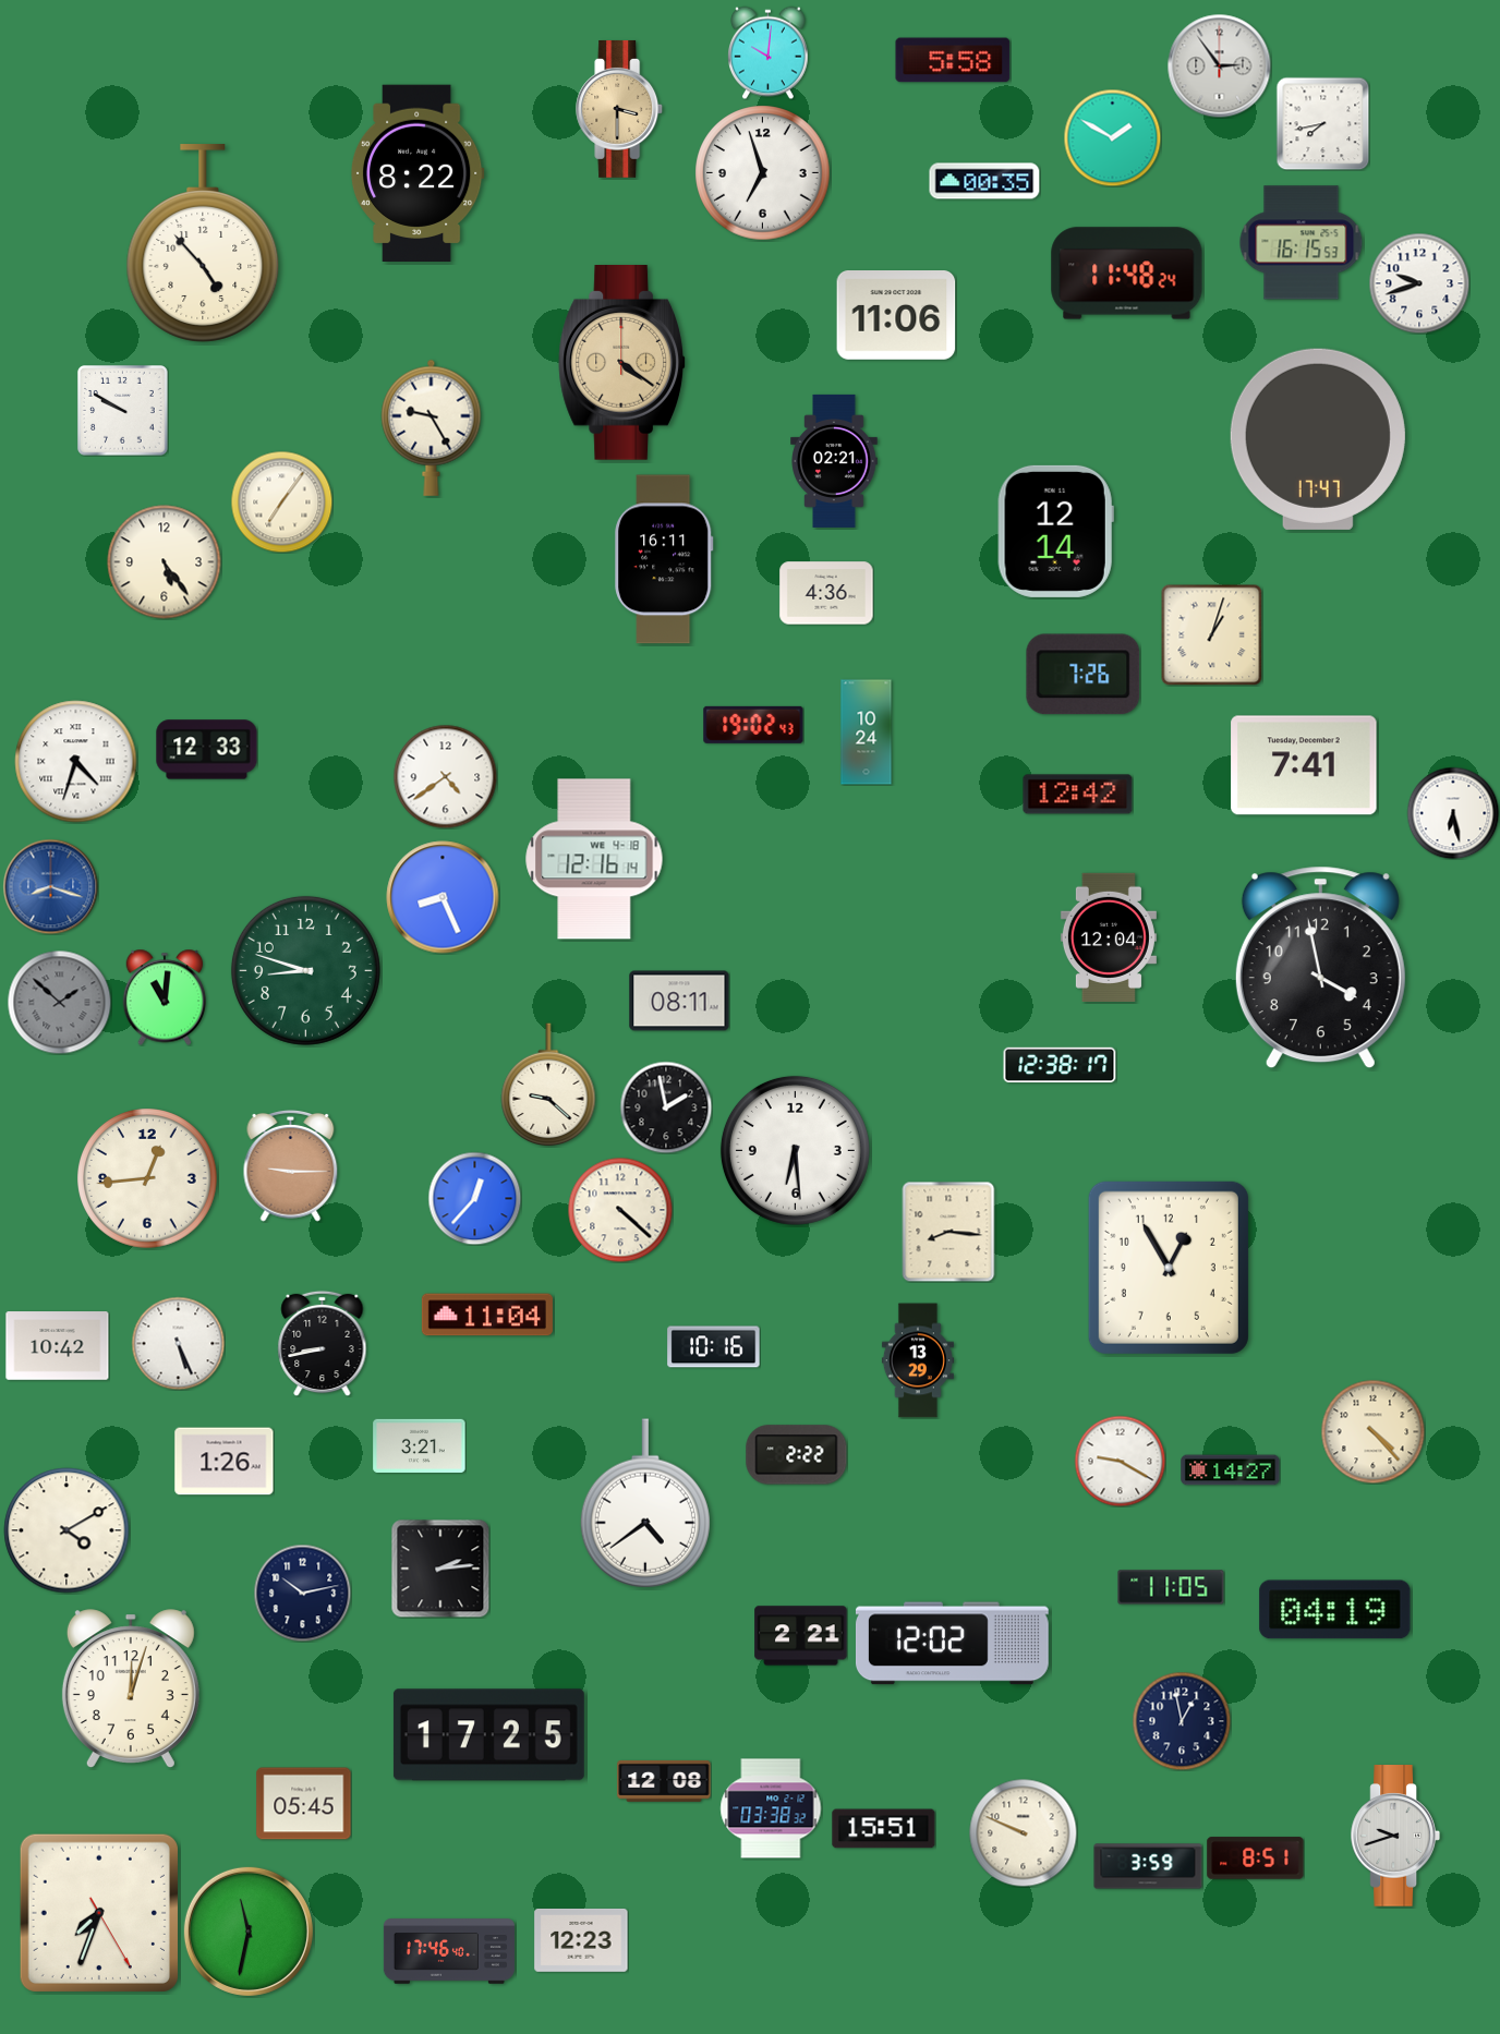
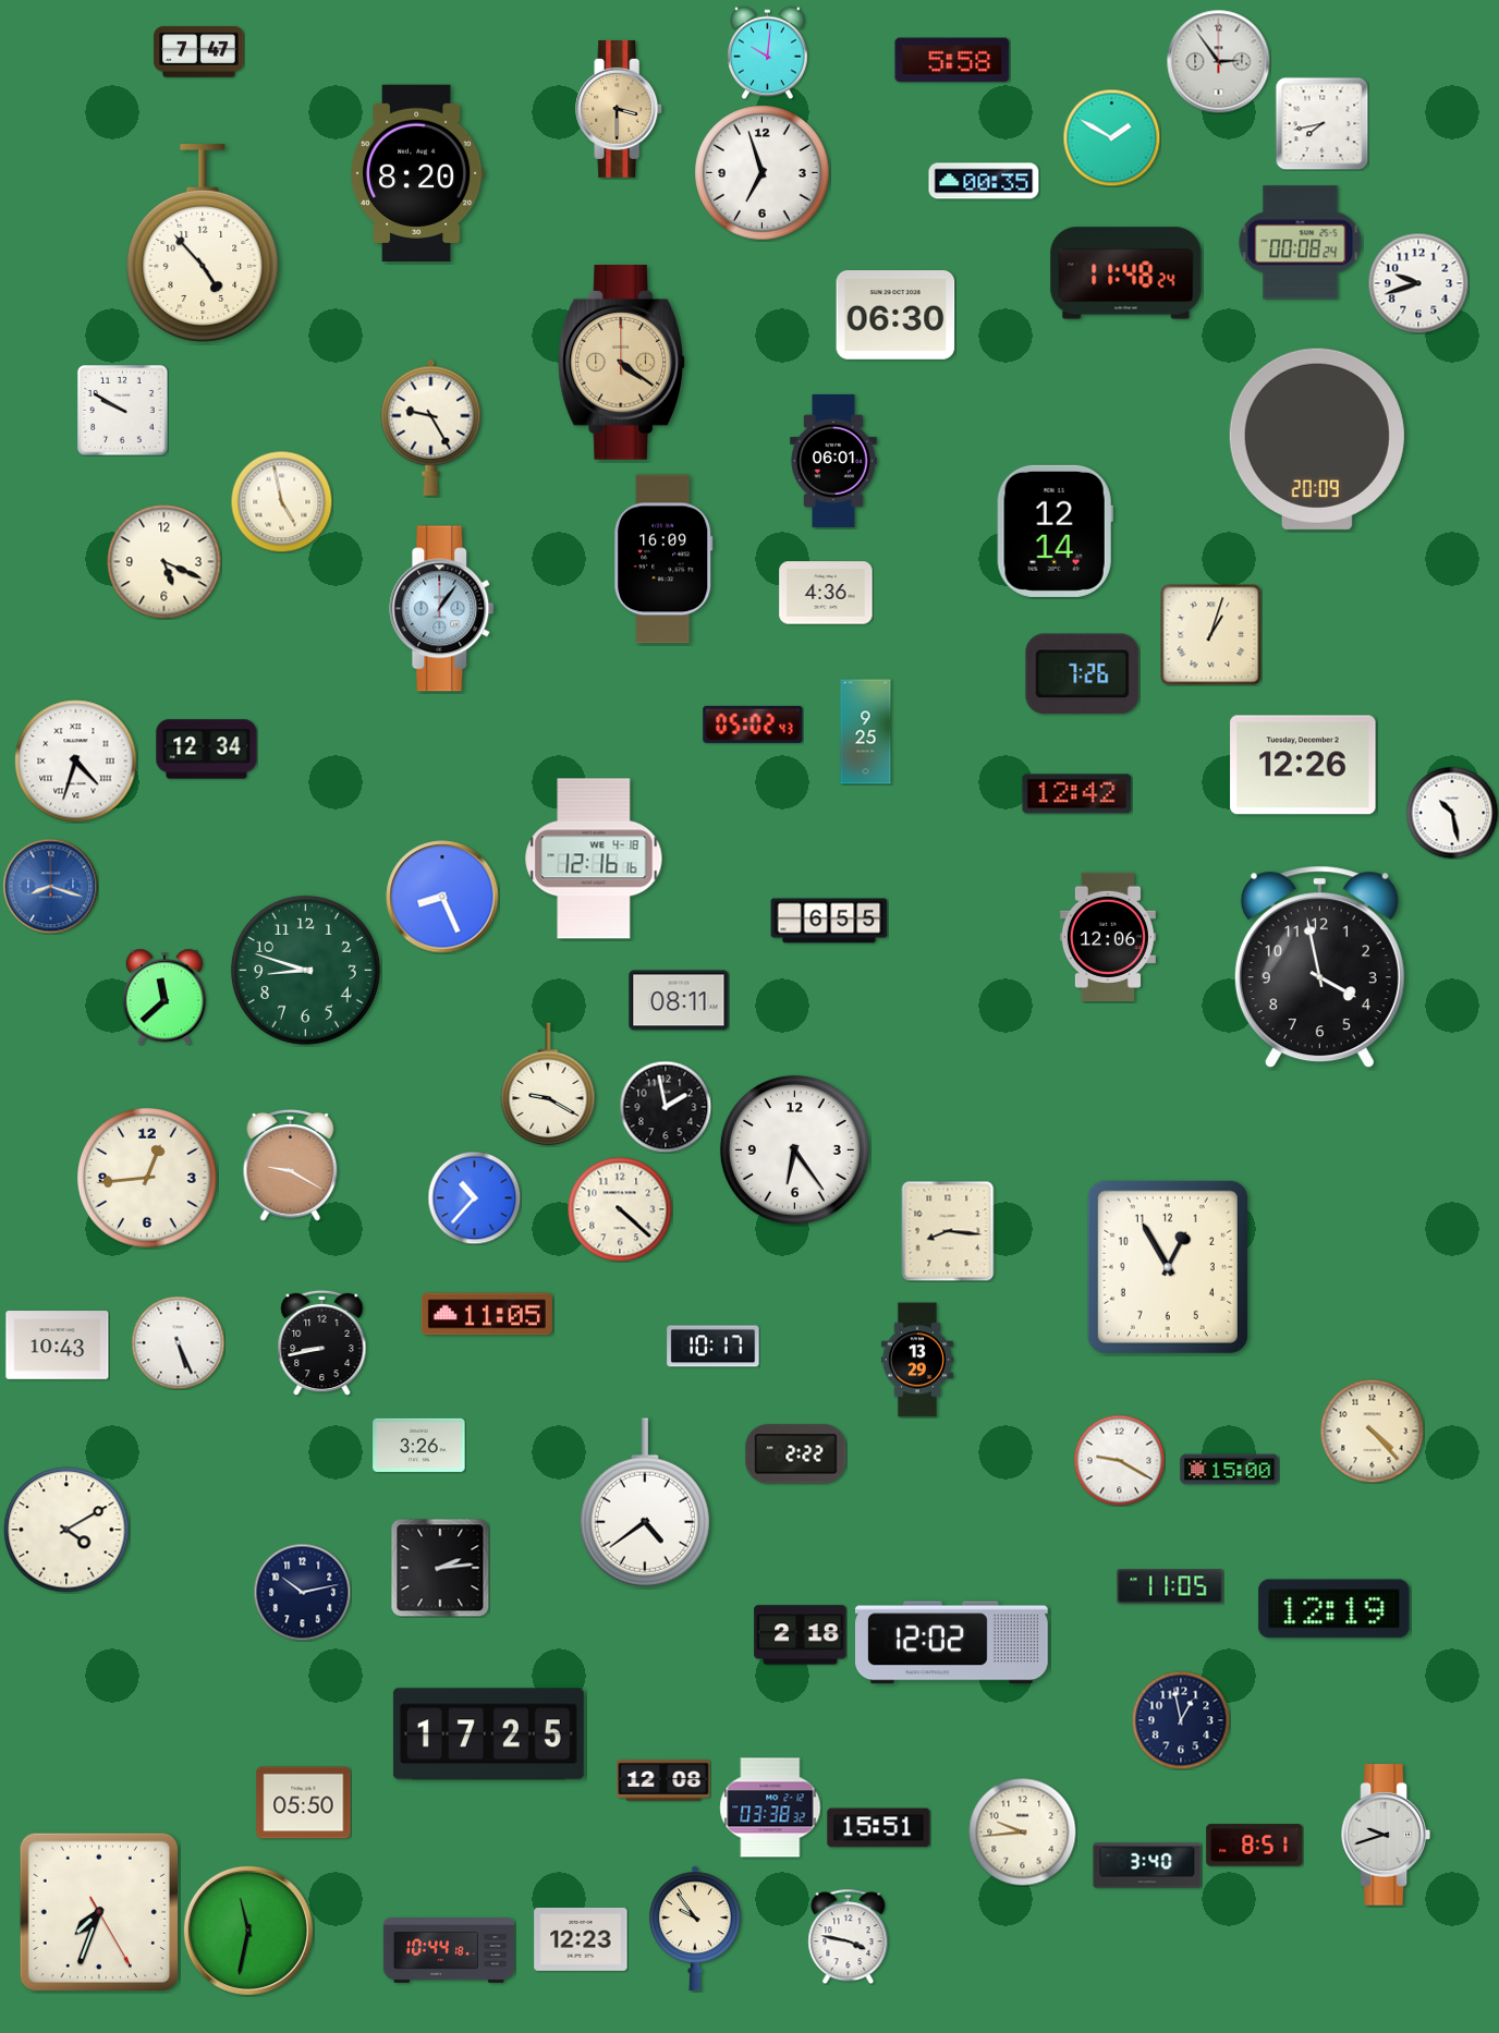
clock at (199, 52): none -> 7:47
clock at (1219, 65) position: (1219, 65) -> (1218, 61)
clock at (418, 173): 8:22 -> 8:20
clock at (1302, 243): 16:15 -> 00:08
clock at (896, 316): 11:06 -> 06:30
clock at (1318, 439): 17:47 -> 20:09
clock at (834, 461): 02:21 -> 06:01
clock at (281, 501): 7:06 -> 4:58
clock at (664, 559): 16:11 -> 16:09
clock at (165, 562): 5:24 -> 5:19
clock at (442, 609): none -> 1:06
clock at (753, 725): 19:02 -> 05:02
clock at (867, 733): 10:24 -> 9:25
clock at (207, 750): 12:33 -> 12:34
clock at (1304, 765): 7:41 -> 12:26
clock at (445, 776): 4:39 -> none
clock at (1453, 813): 6:28 -> 10:28
clock at (594, 859): 12:16:14 -> 12:16:16
clock at (829, 921): none -> 6:55
clock at (1109, 937): 12:04 -> 12:06
clock at (165, 997): 11:01 -> 11:38
clock at (59, 1002): 1:52 -> none
clock at (1060, 1065): 12:38 -> none
clock at (548, 1085): 9:22 -> 9:20
clock at (795, 1150): 6:29 -> 6:24
clock at (291, 1165): 9:15 -> 9:20
clock at (474, 1198): 12:37 -> 10:37
clock at (487, 1315): 11:04 -> 11:05
clock at (58, 1346): 10:42 -> 10:43
clock at (714, 1347): 10:16 -> 10:17
clock at (420, 1445): 3:21 -> 3:26
clock at (225, 1462): 1:26 -> none
clock at (1231, 1470): 14:27 -> 15:00
clock at (1335, 1610): 04:19 -> 12:19
clock at (801, 1636): 2:21 -> 2:18
clock at (131, 1690): 12:03 -> none
clock at (304, 1804): 05:45 -> 05:50
clock at (884, 1829) position: (884, 1829) -> (879, 1828)
clock at (1024, 1833): 9:49 -> 9:44
clock at (1394, 1836) position: (1394, 1836) -> (1385, 1835)
clock at (1256, 1859) position: (1256, 1859) -> (1255, 1846)
clock at (1148, 1866): 3:59 -> 3:40
clock at (696, 1928): none -> 9:54
clock at (849, 1936): none -> 3:47
clock at (449, 1951): 17:46 -> 10:44
